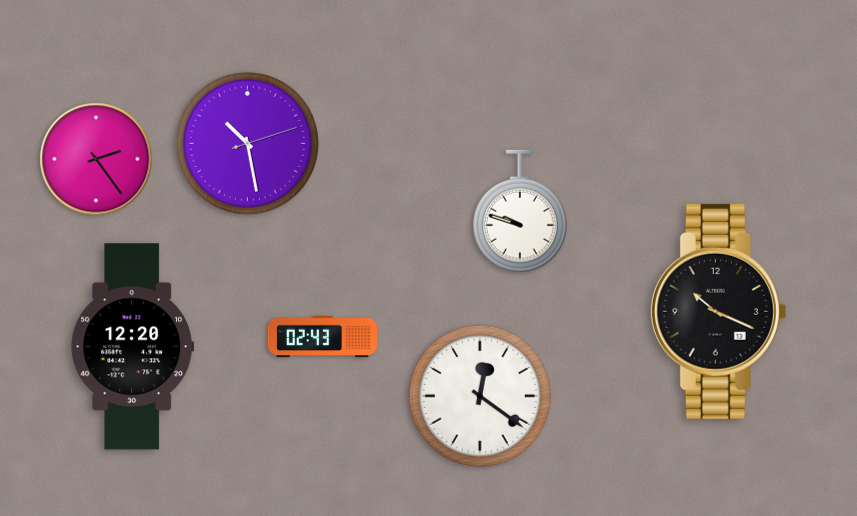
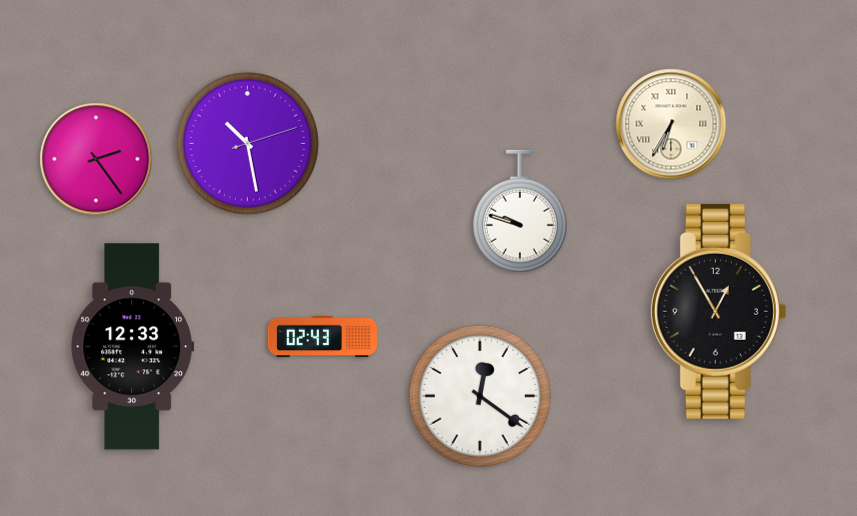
clock at (671, 124): none -> 6:35
clock at (718, 311): 10:19 -> 12:55
clock at (133, 347): 12:20 -> 12:33
